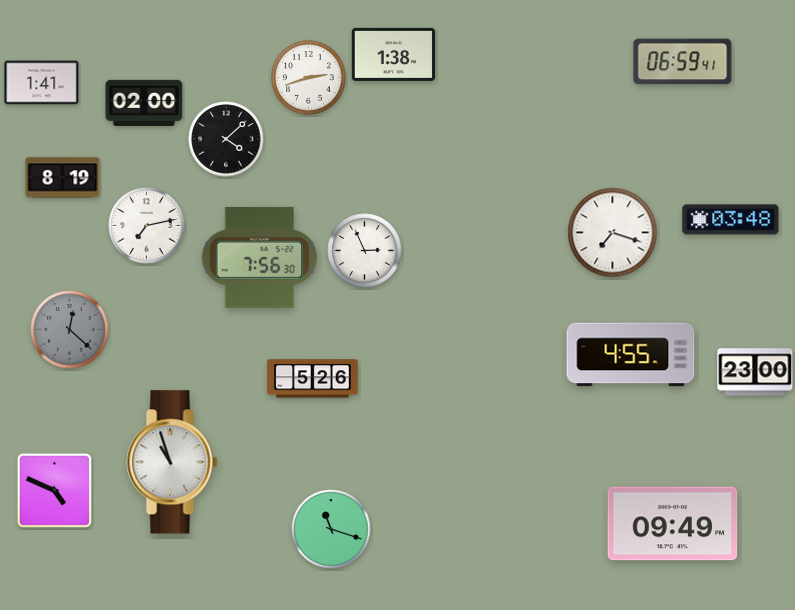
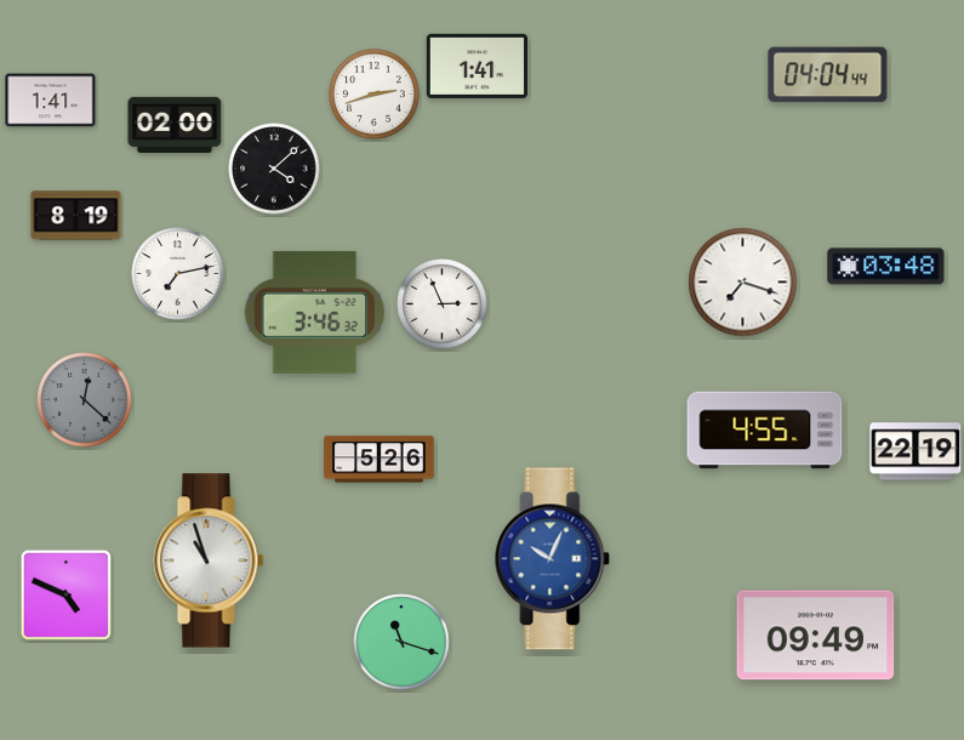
clock at (394, 54): 1:38 -> 1:41
clock at (683, 62): 06:59 -> 04:04
clock at (260, 257): 7:56 -> 3:46
clock at (755, 372): 23:00 -> 22:19
clock at (553, 559): none -> 10:04
